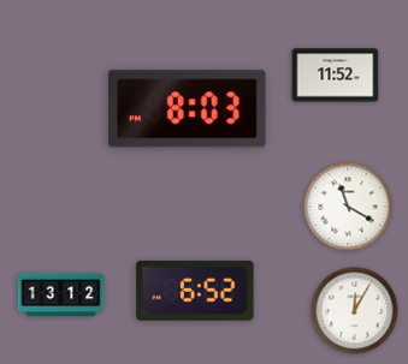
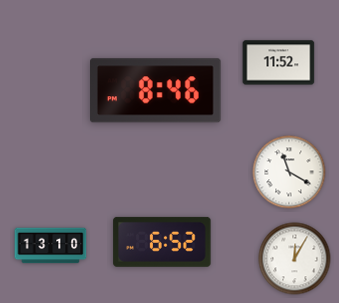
clock at (188, 109): 8:03 -> 8:46
clock at (61, 296): 13:12 -> 13:10
